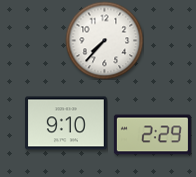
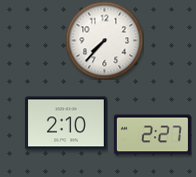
clock at (67, 123): 9:10 -> 2:10
clock at (152, 135): 2:29 -> 2:27
